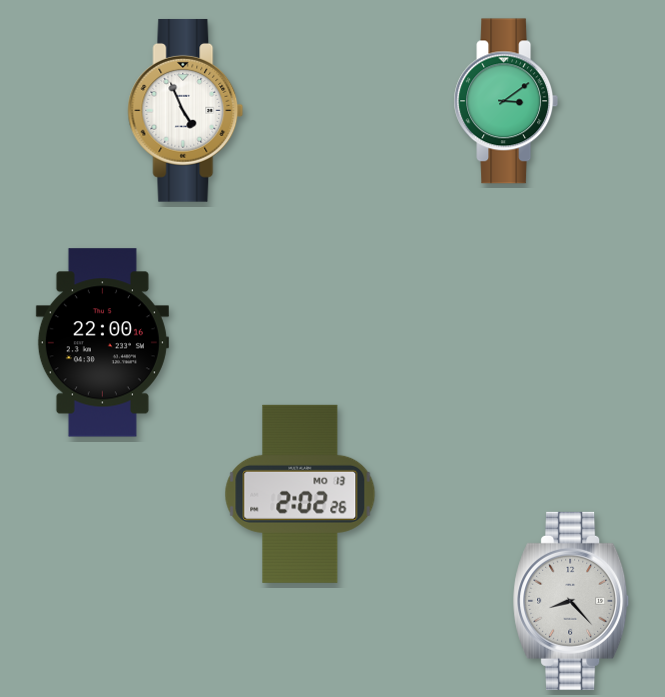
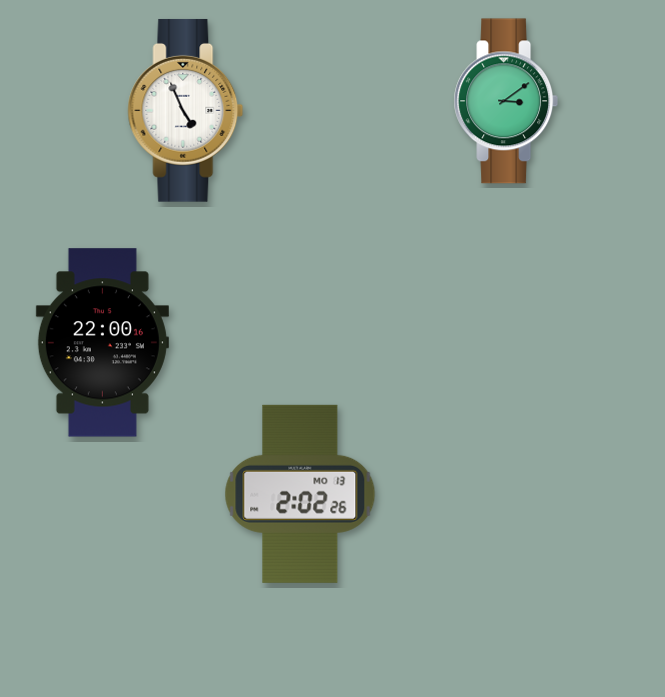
clock at (571, 601): 8:23 -> none
